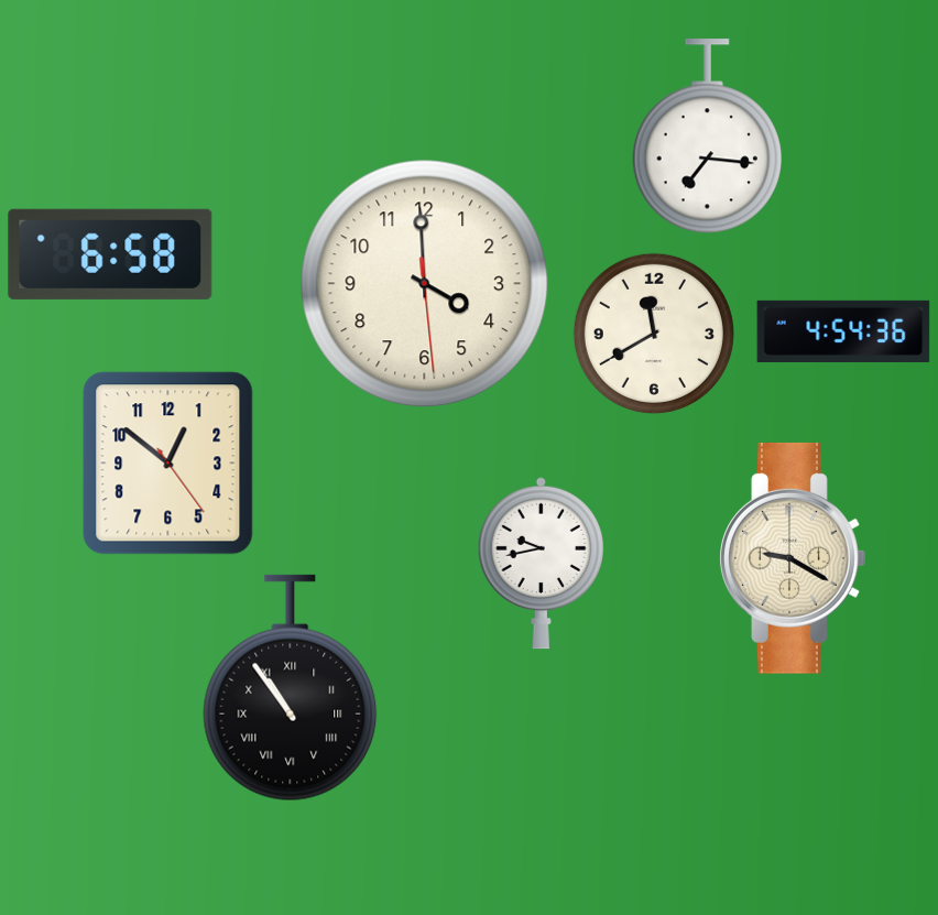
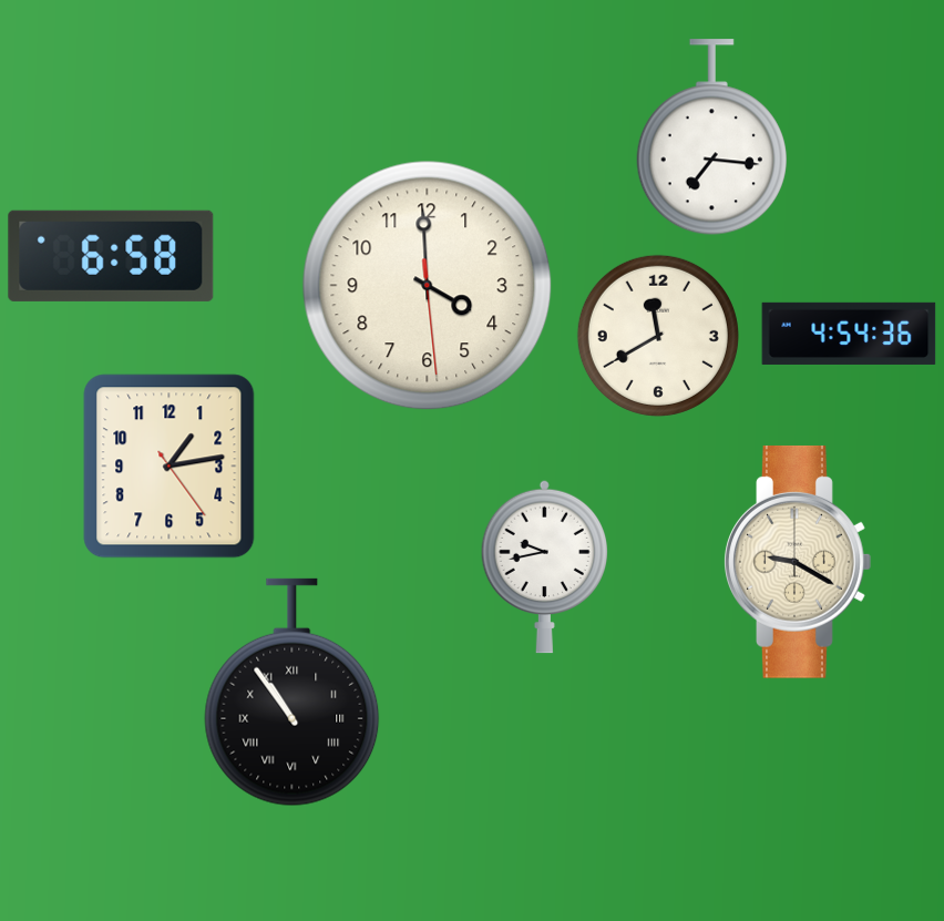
clock at (168, 464): 12:51 -> 1:13
